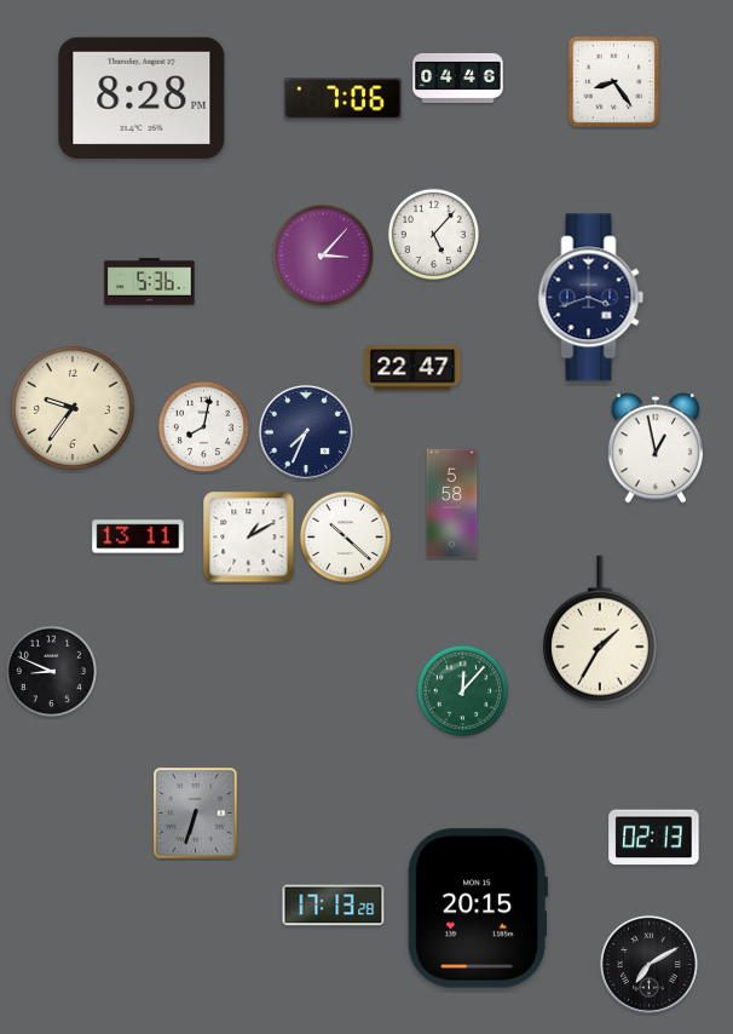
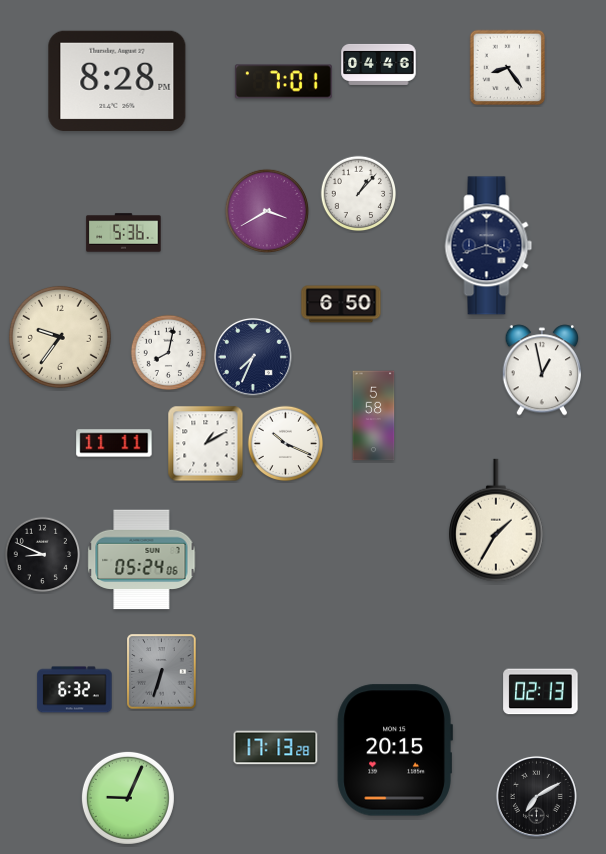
clock at (342, 99): 7:06 -> 7:01
clock at (434, 235): 5:07 -> 1:07
clock at (323, 255): 3:07 -> 3:40
clock at (412, 368): 22:47 -> 6:50
clock at (138, 536): 13:11 -> 11:11
clock at (346, 538): 10:22 -> 10:19
clock at (142, 560): none -> 05:24
clock at (463, 691): 12:07 -> none
clock at (75, 690): none -> 6:32
clock at (128, 798): none -> 9:04
